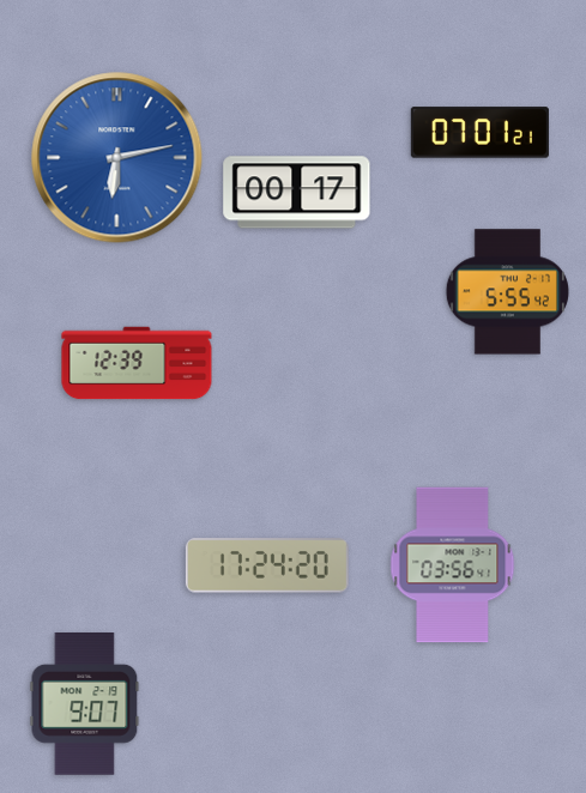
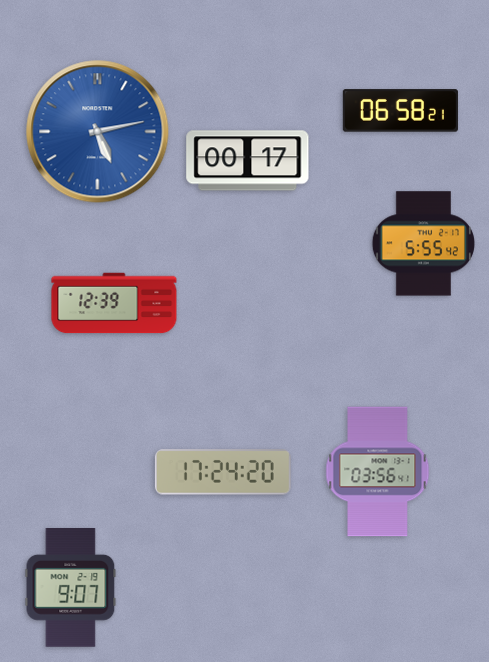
clock at (479, 133): 07:01 -> 06:58
clock at (117, 158): 6:13 -> 5:13
